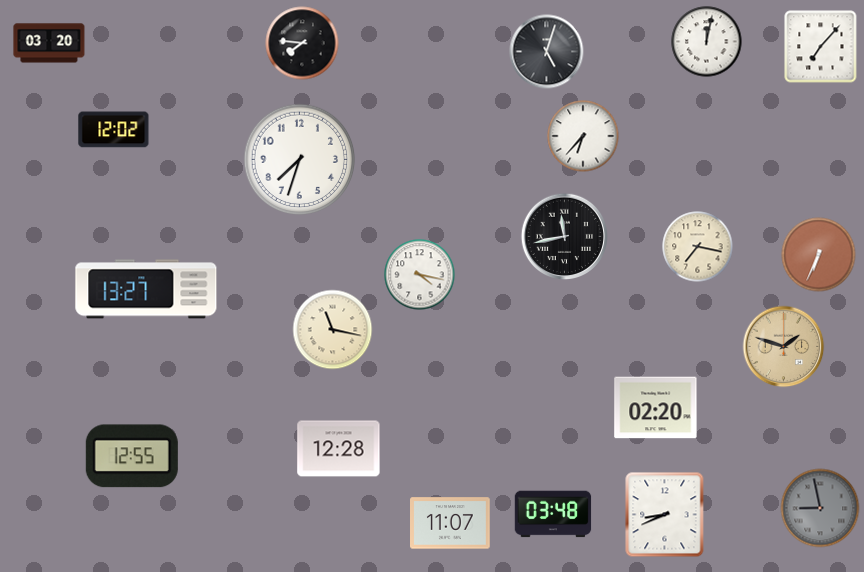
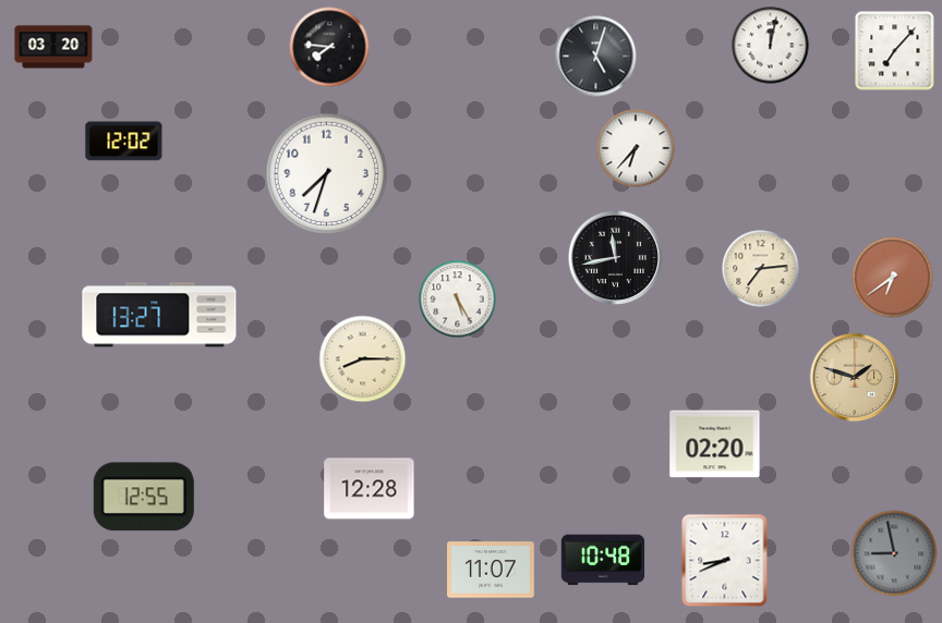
clock at (698, 247): 7:17 -> 7:14
clock at (819, 255): 6:34 -> 6:39
clock at (420, 275): 4:17 -> 5:25
clock at (333, 330): 11:17 -> 8:15
clock at (553, 514): 03:48 -> 10:48
